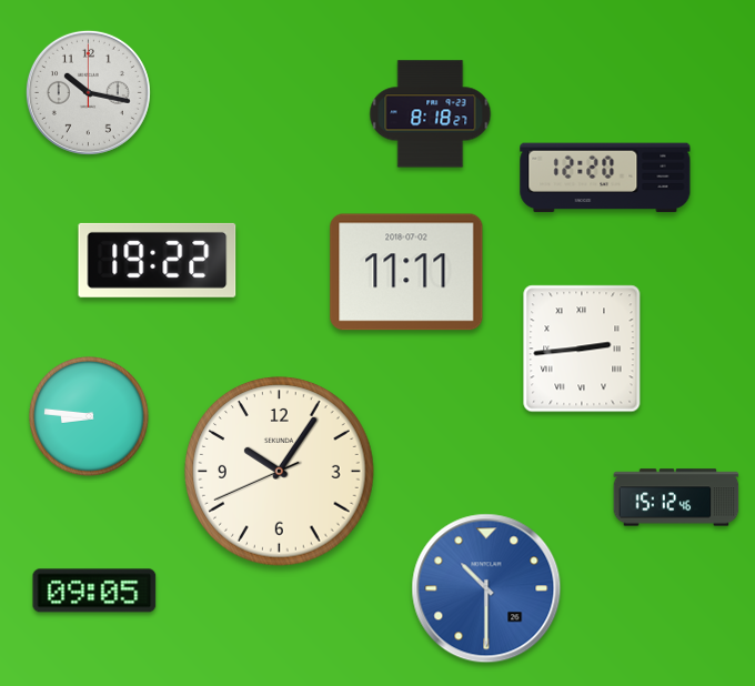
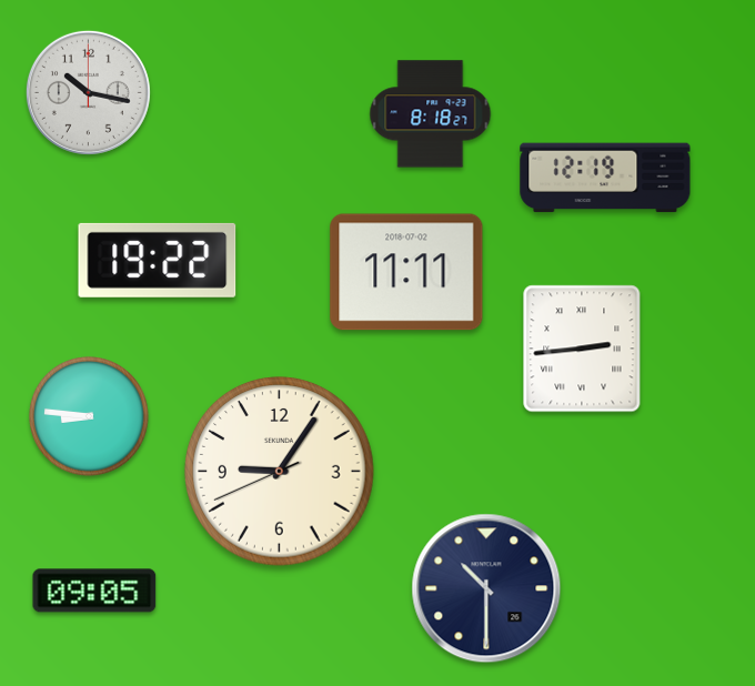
clock at (605, 178): 12:20 -> 12:19
clock at (280, 472): 10:05 -> 9:05
clock at (676, 497): 15:12 -> none
clock at (486, 588) dial: blue -> navy
